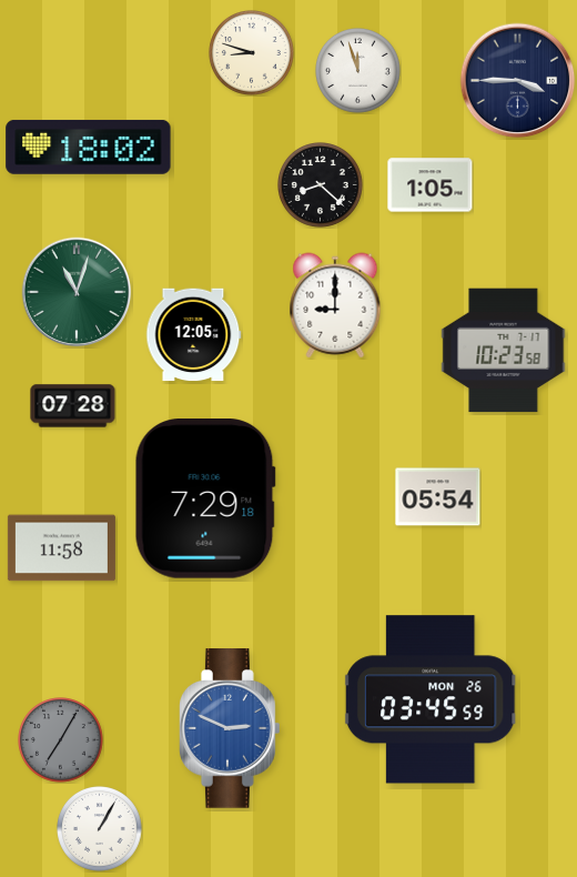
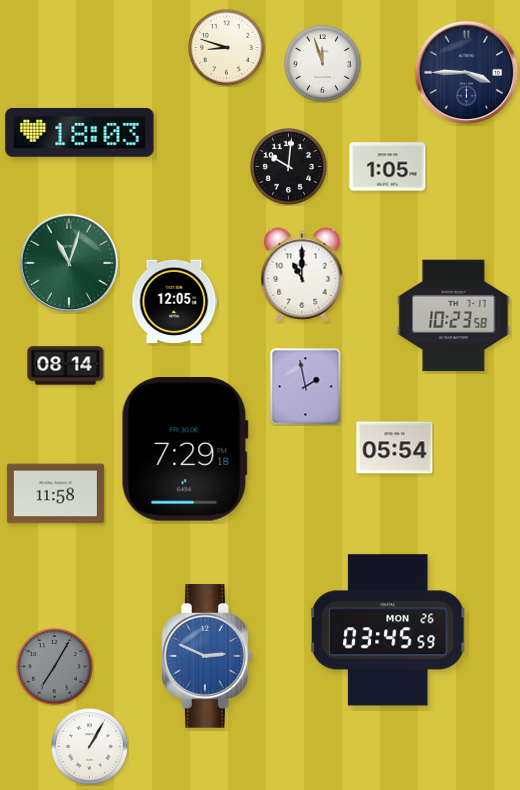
clock at (89, 147): 18:02 -> 18:03
clock at (321, 185): 8:22 -> 10:01
clock at (335, 305): 9:00 -> 11:00
clock at (73, 406): 07:28 -> 08:14
clock at (306, 387): none -> 1:58
